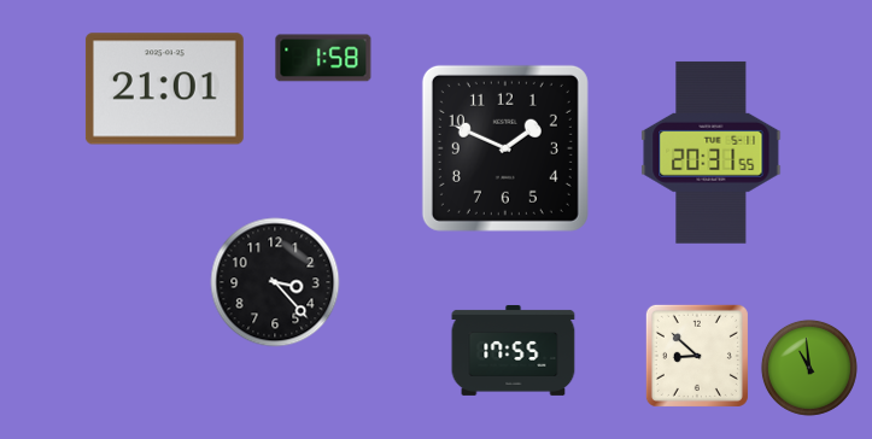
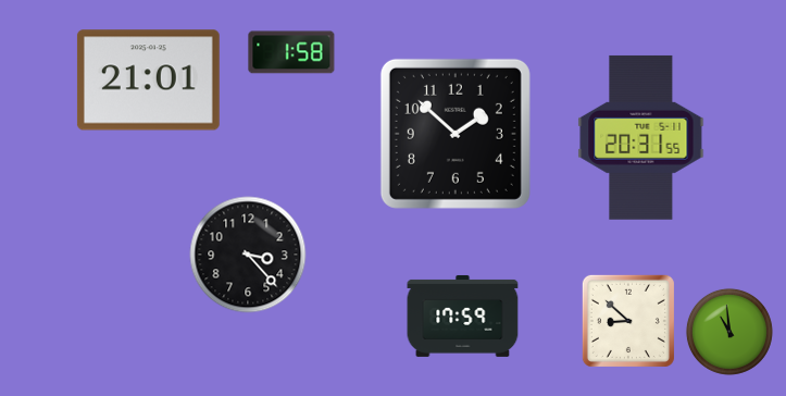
clock at (505, 148): 1:49 -> 1:52
clock at (514, 350): 17:55 -> 17:59
